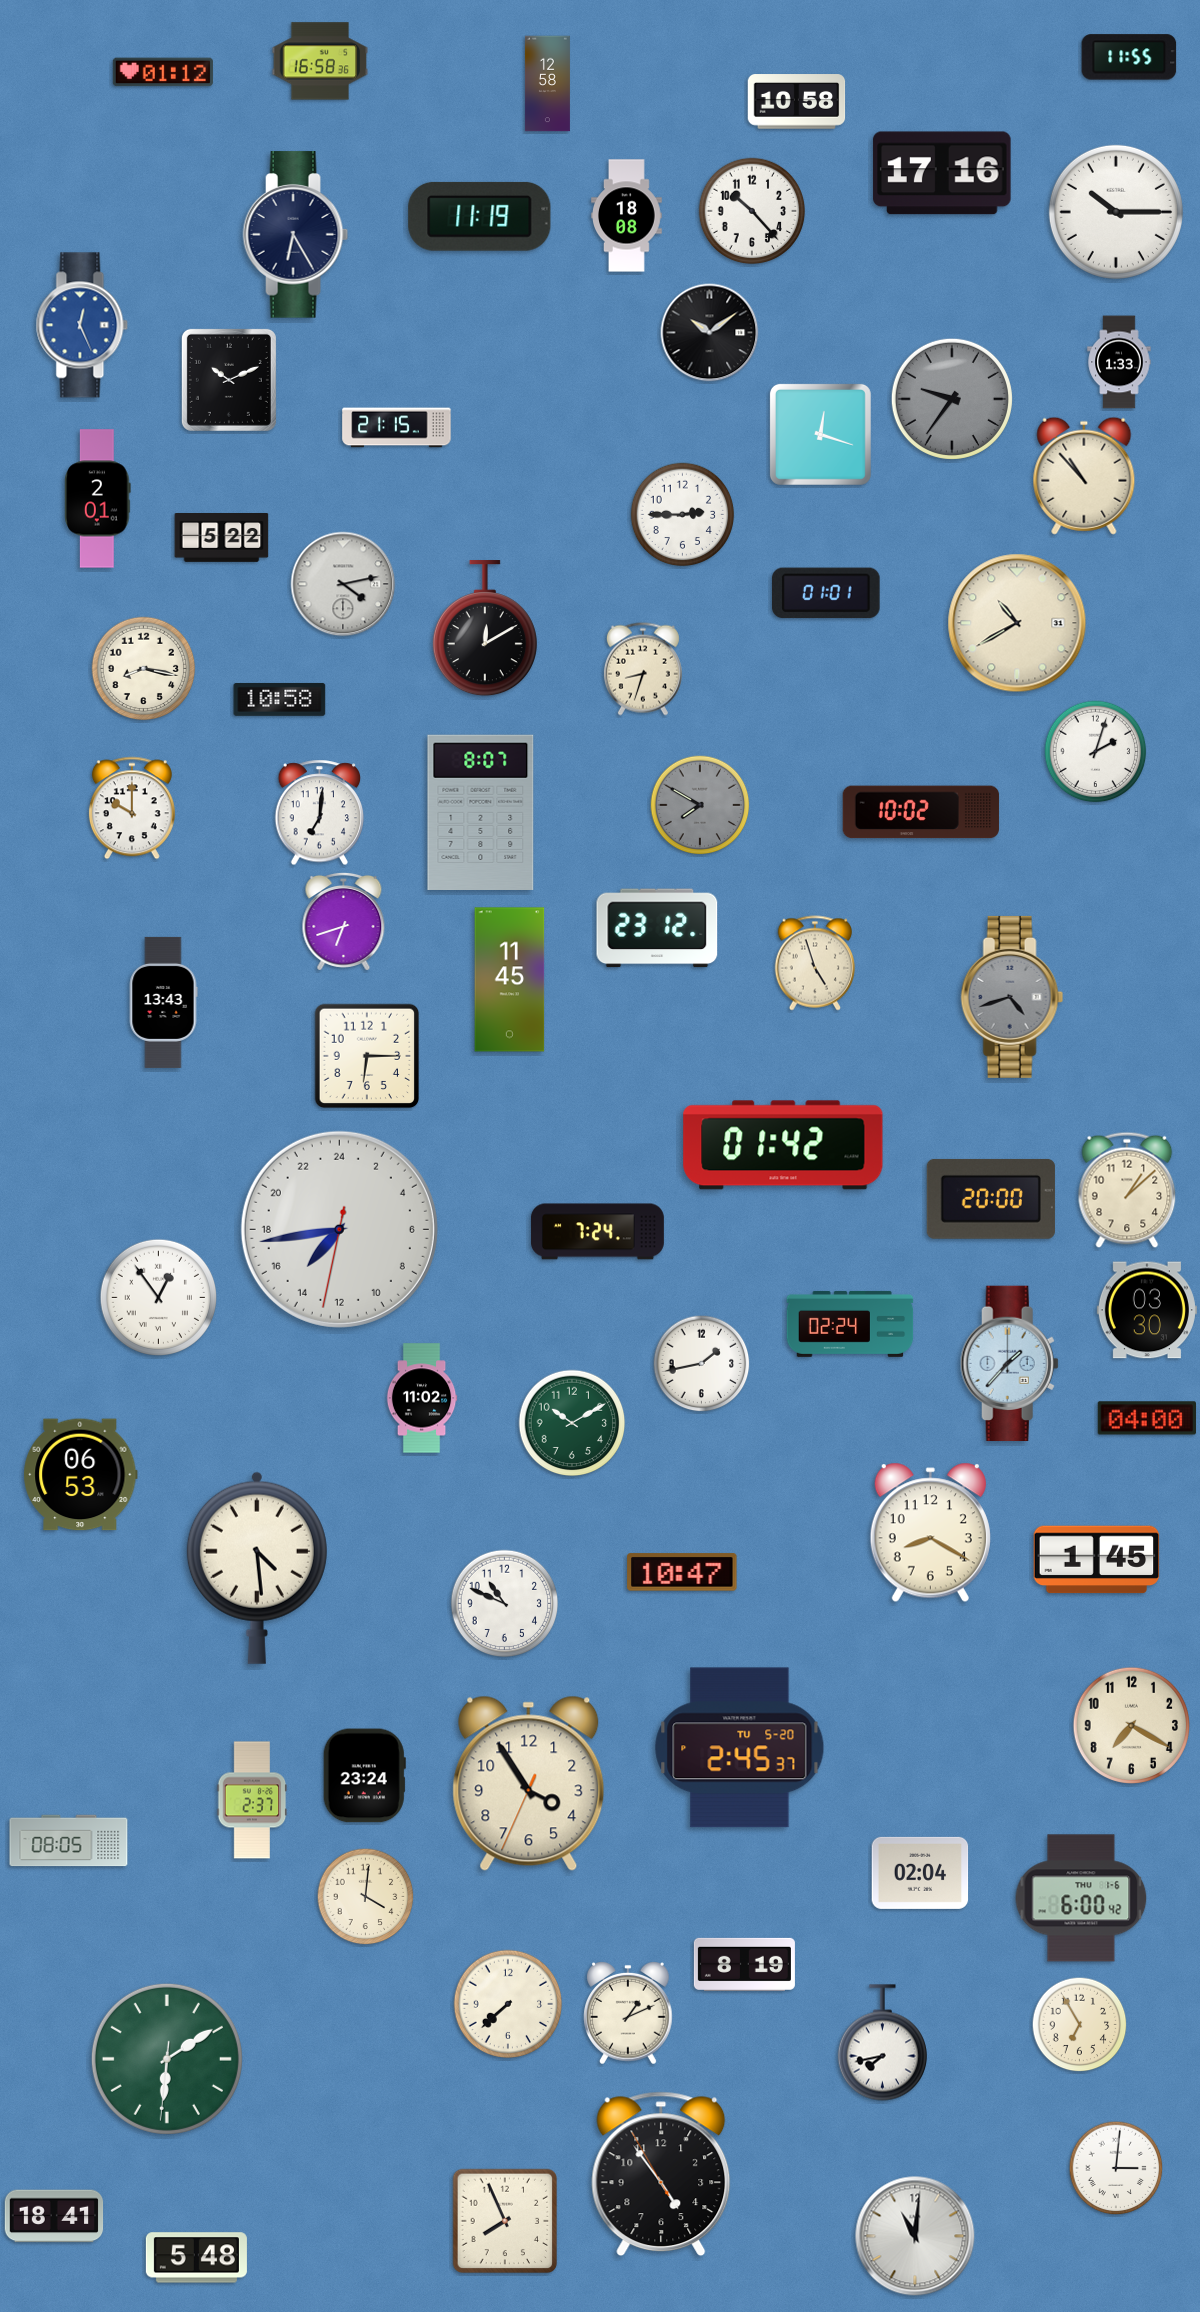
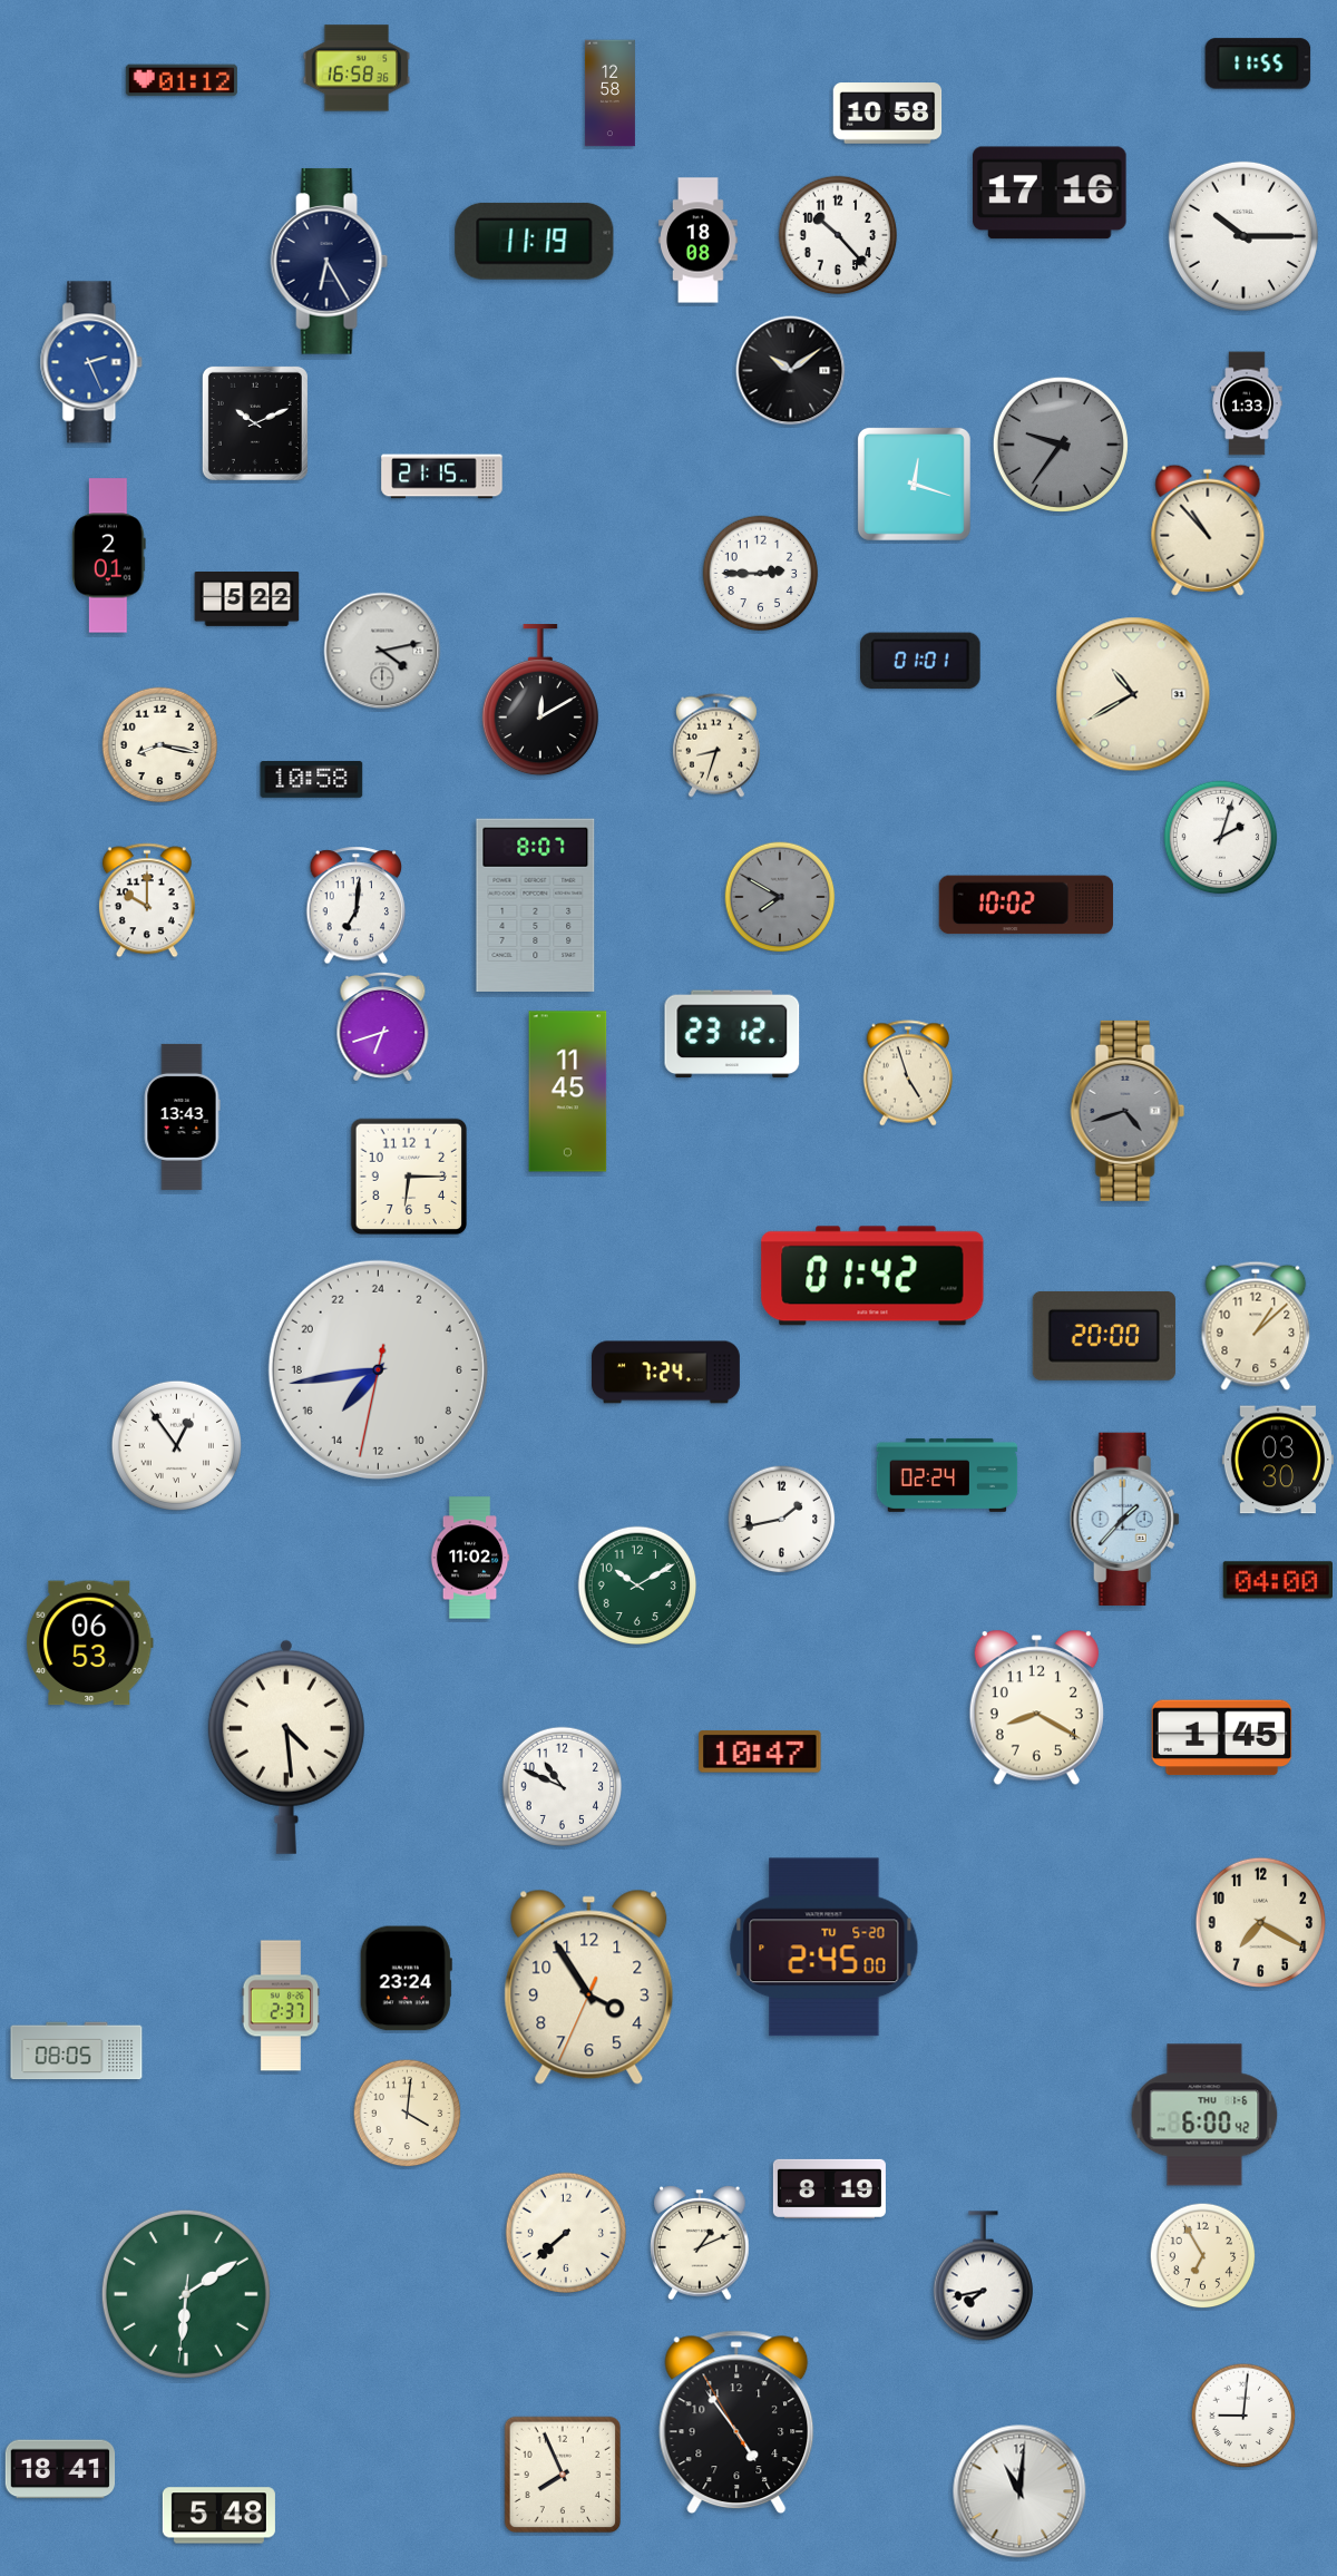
clock at (82, 325): 12:26 -> 2:26
clock at (740, 1748): 2:45:37 -> 2:45:00
clock at (920, 1873): 02:04 -> none
clock at (1116, 2168): 3:01 -> 9:01
